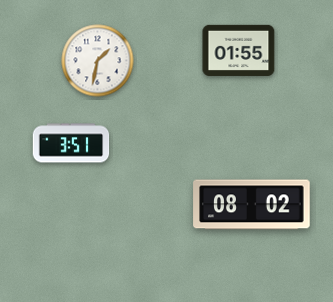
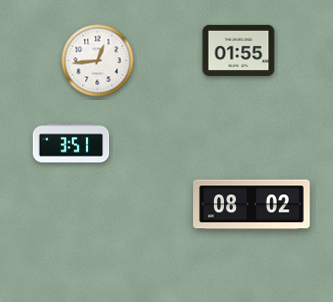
clock at (98, 61): 1:32 -> 12:44
